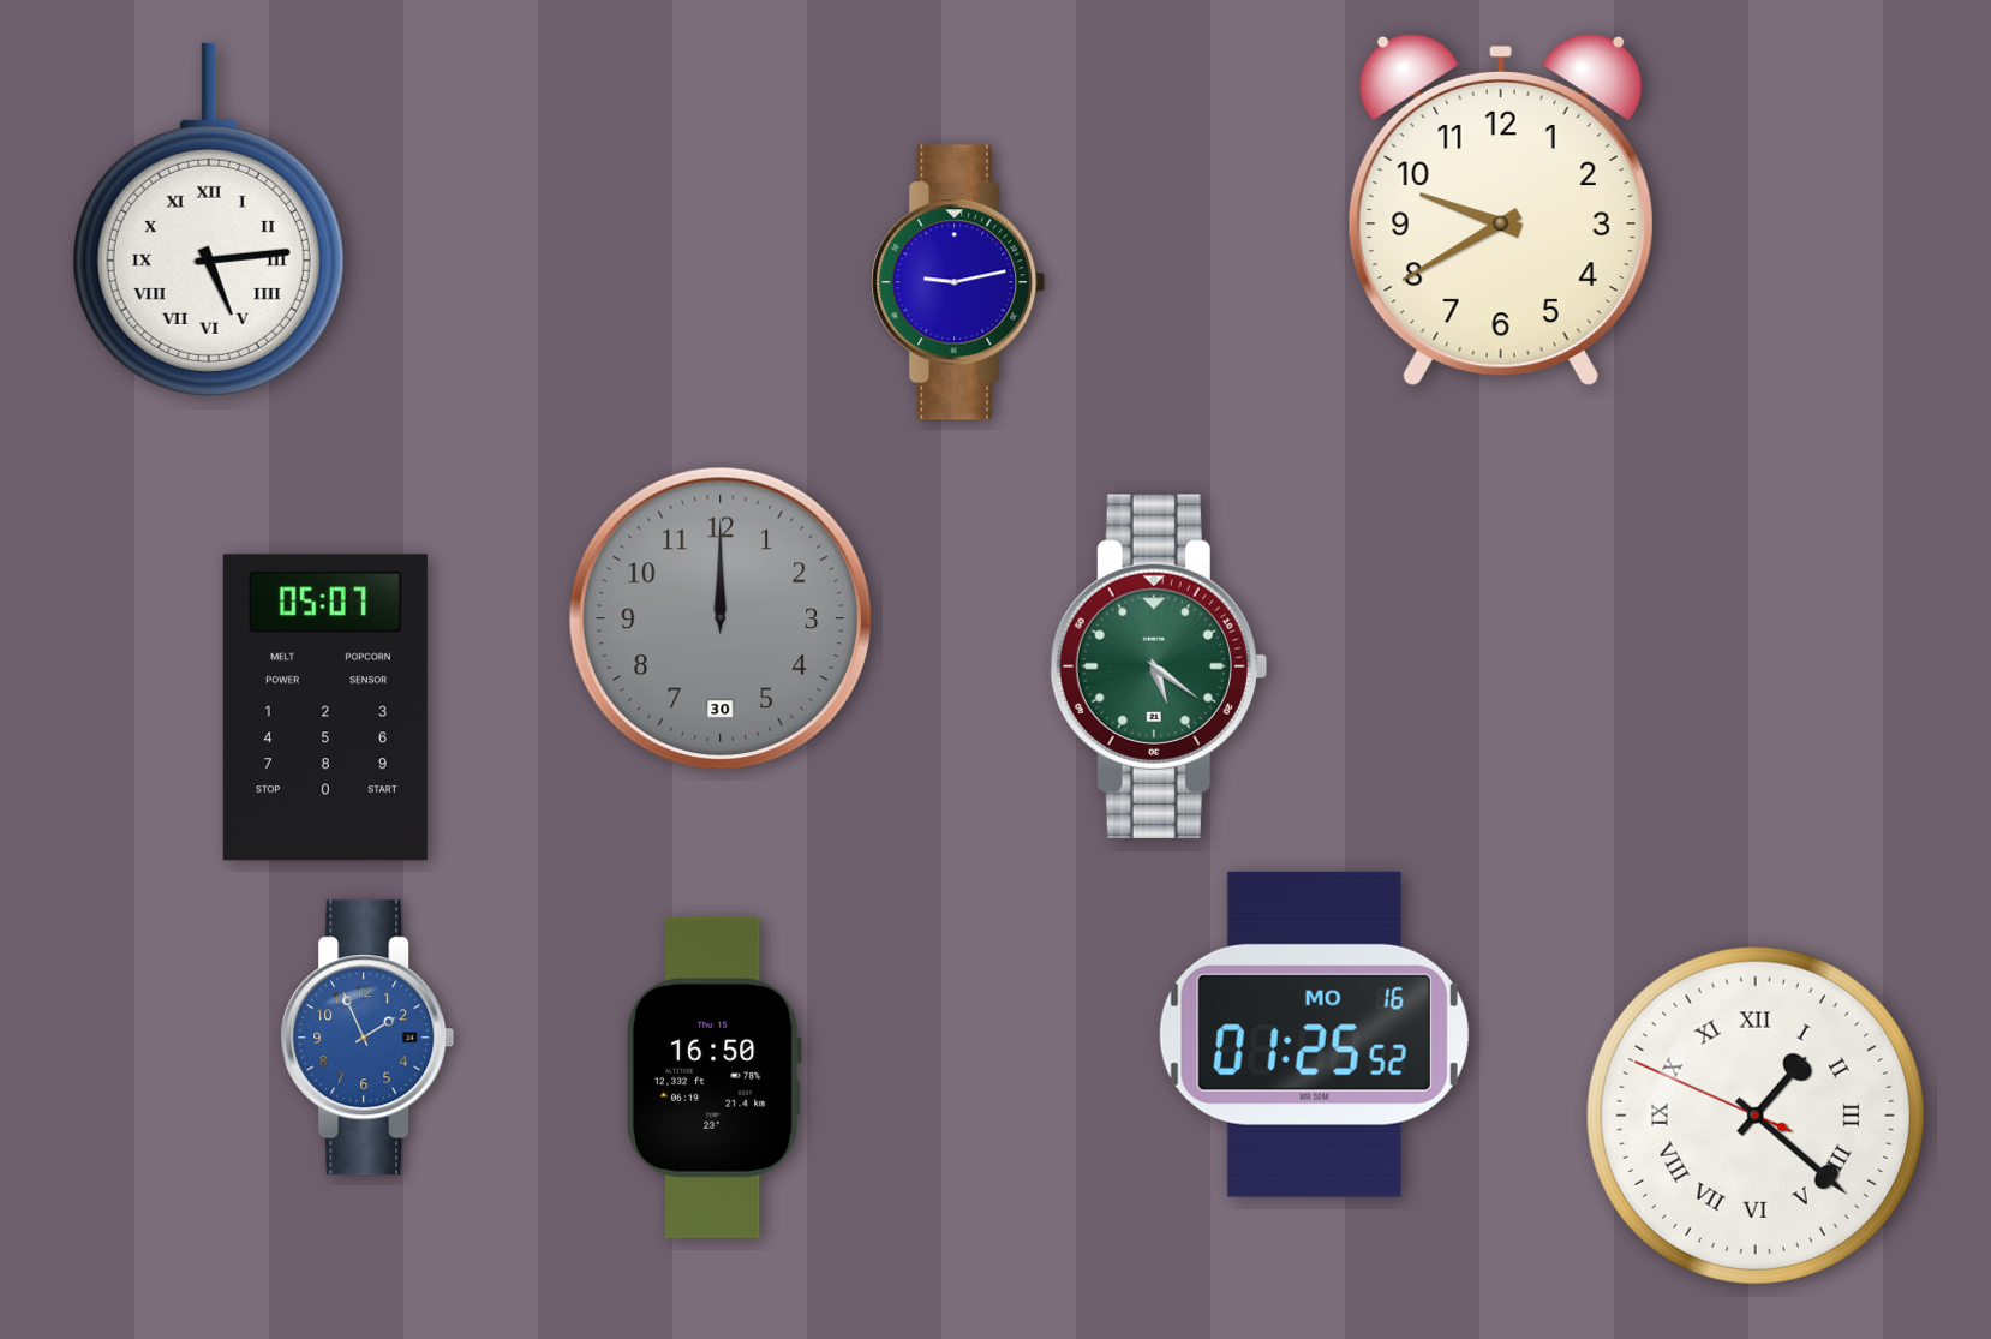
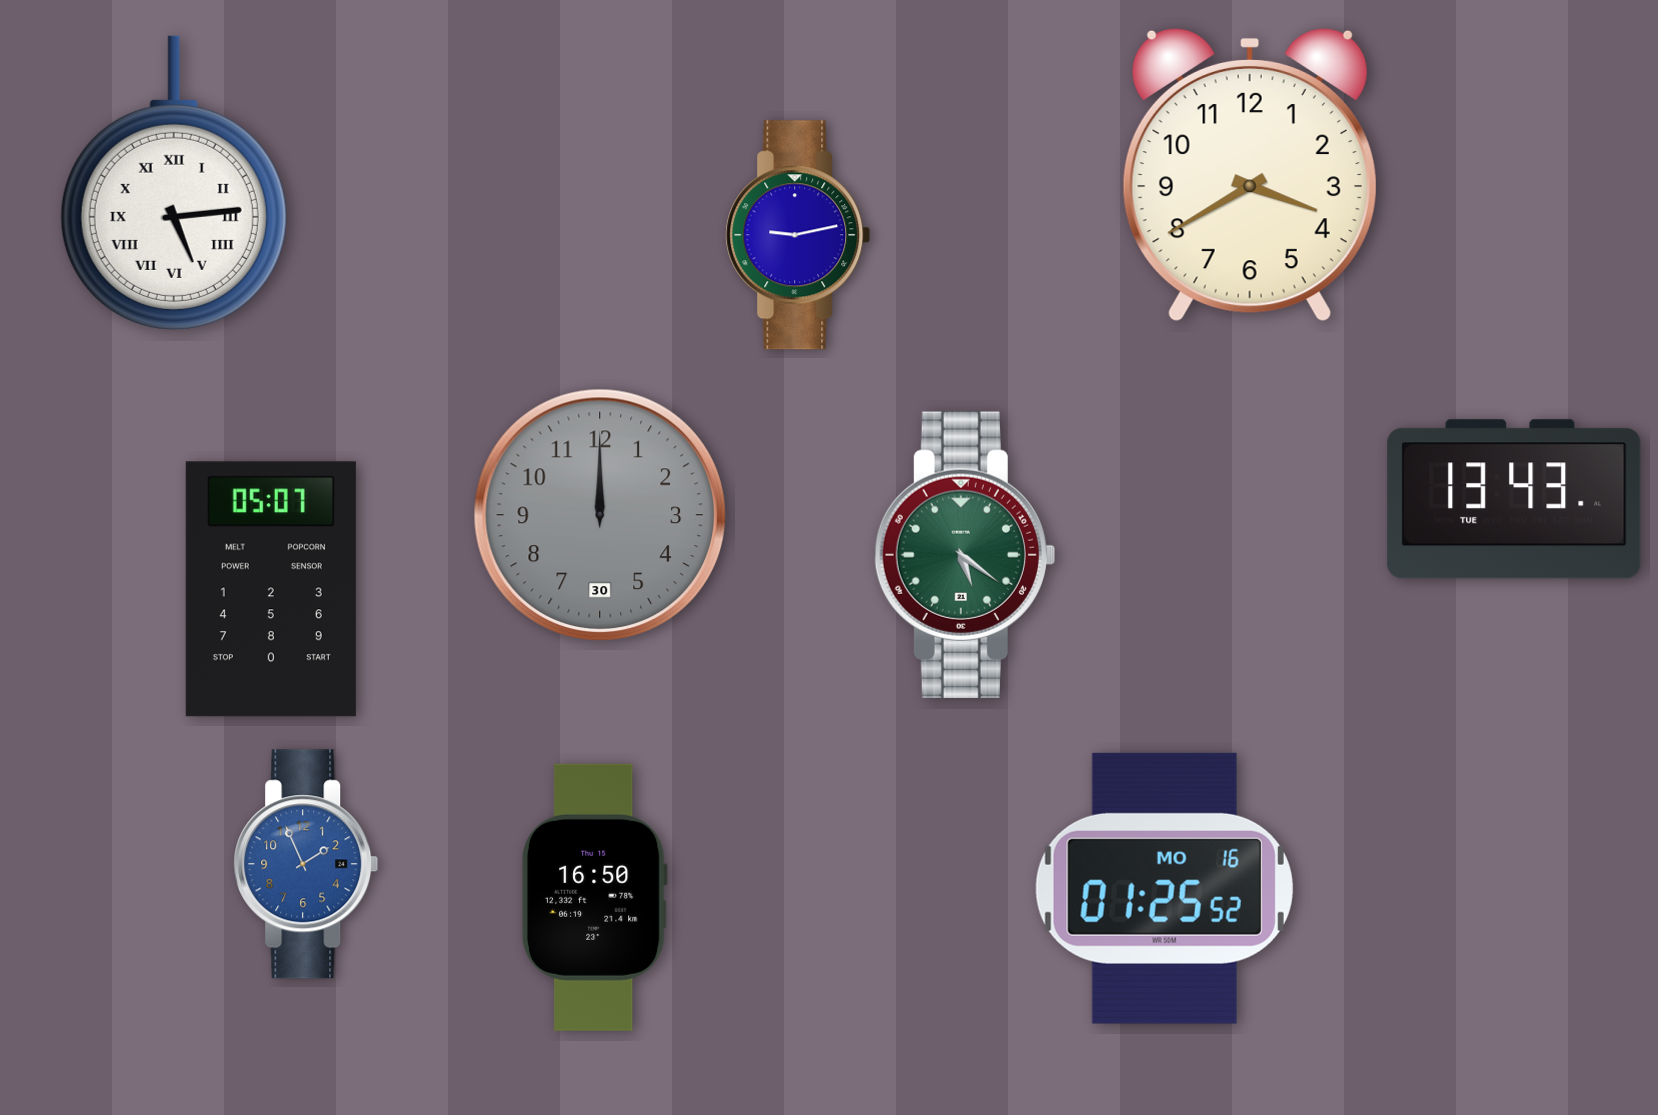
clock at (1501, 210): 9:40 -> 3:40
clock at (1514, 499): none -> 13:43
clock at (1314, 1034) position: (1314, 1034) -> (1164, 888)
clock at (1756, 1116): 1:21 -> none
